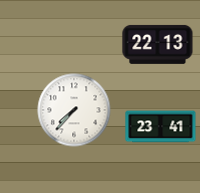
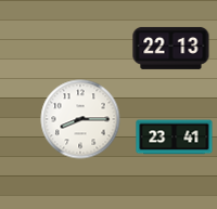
clock at (74, 110): 7:37 -> 8:15
